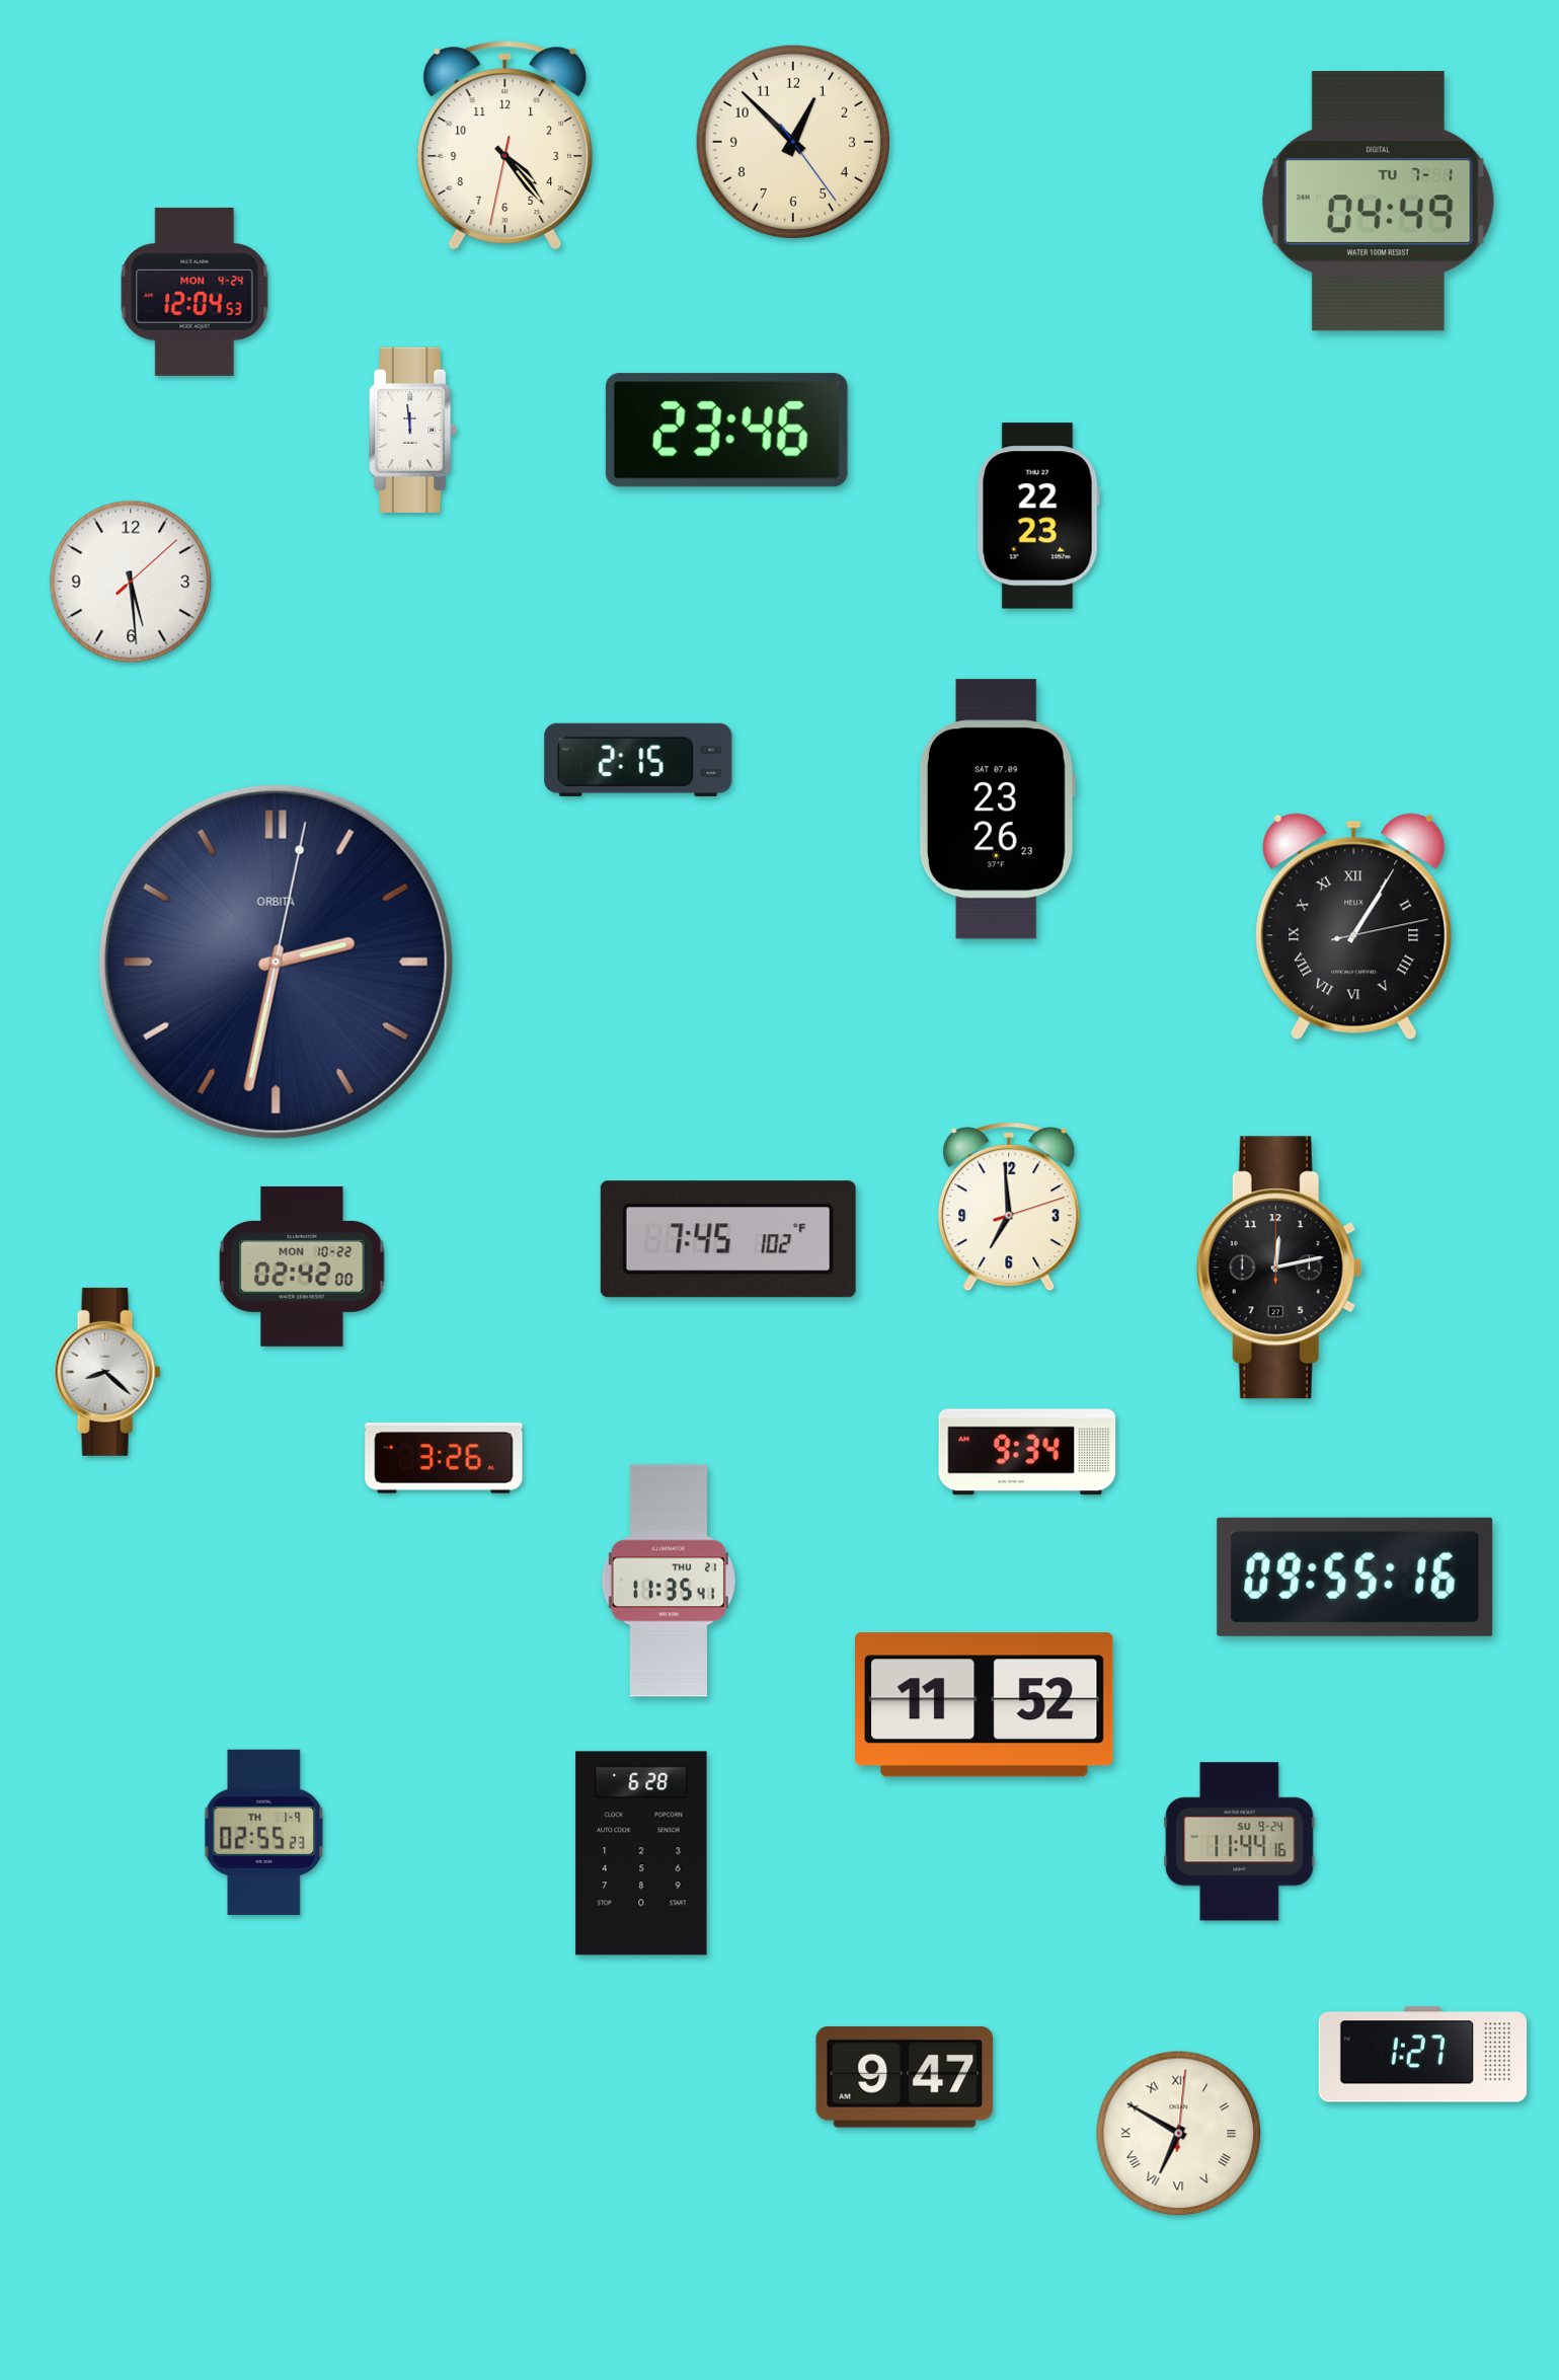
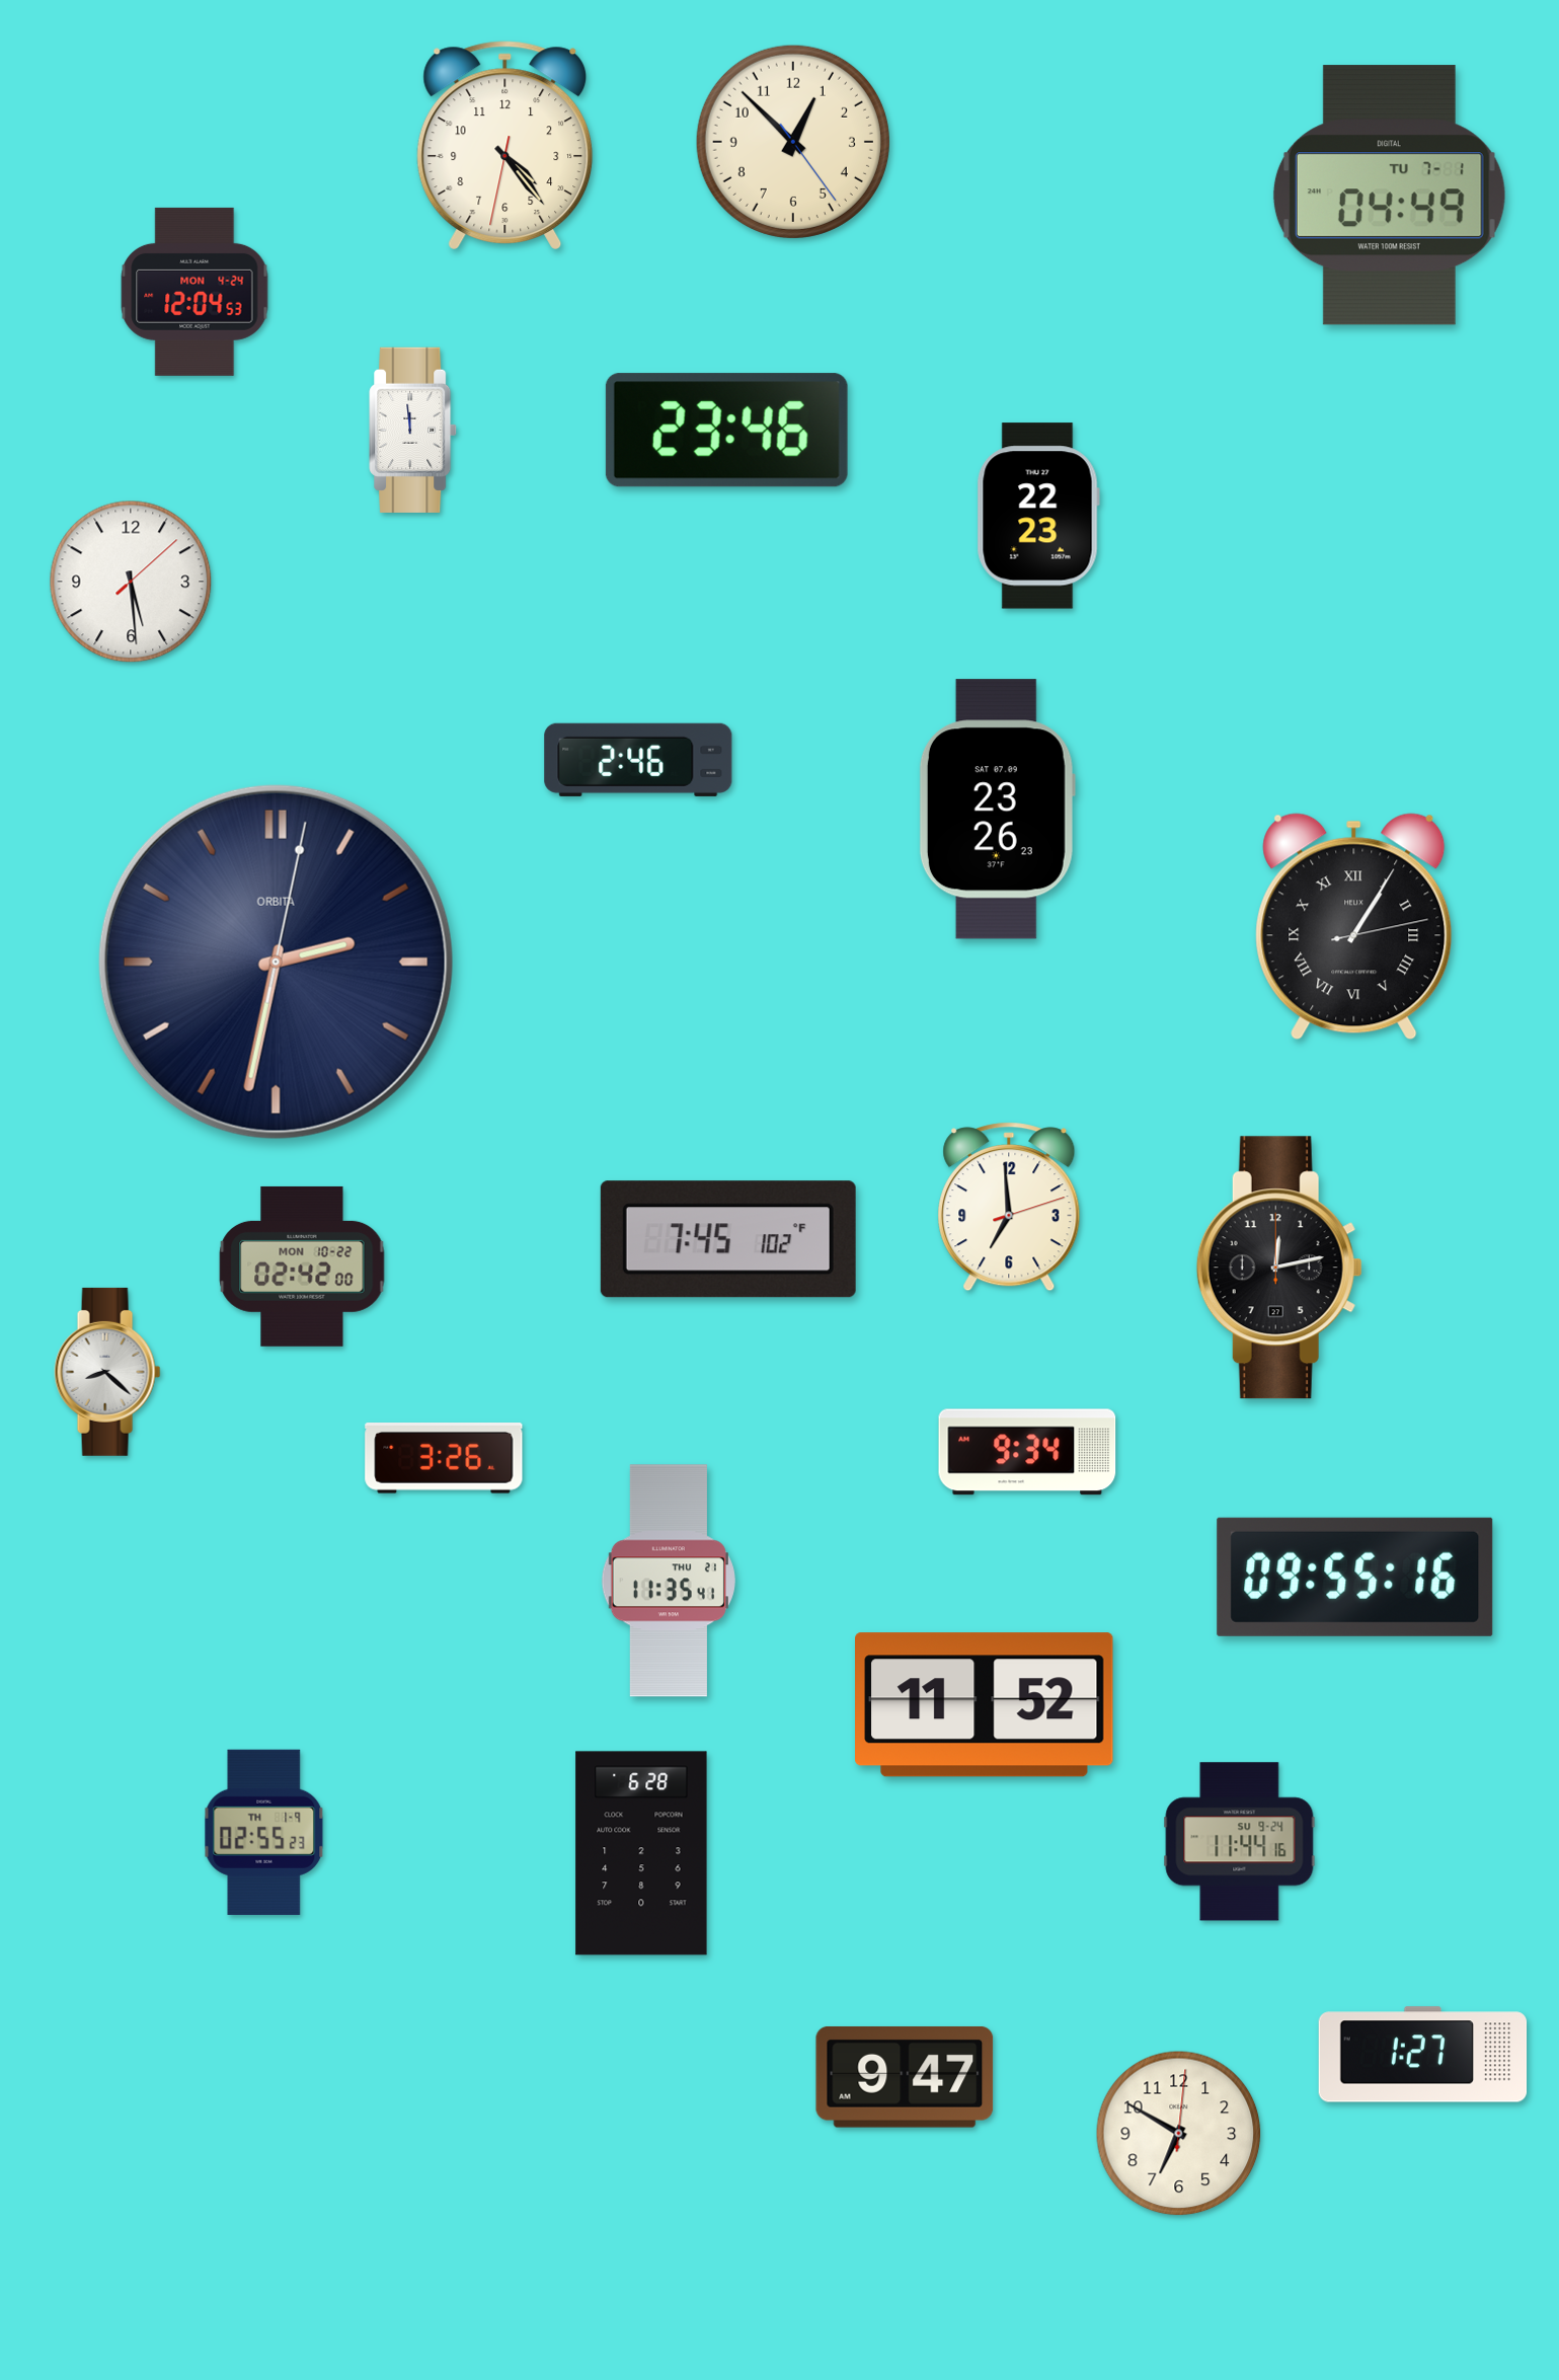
clock at (1378, 202) position: (1378, 202) -> (1389, 196)
clock at (638, 760): 2:15 -> 2:46
clock at (1179, 2134) numerals: Roman -> Arabic
